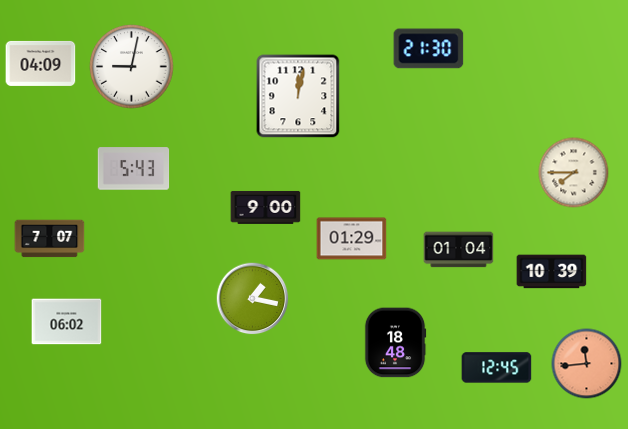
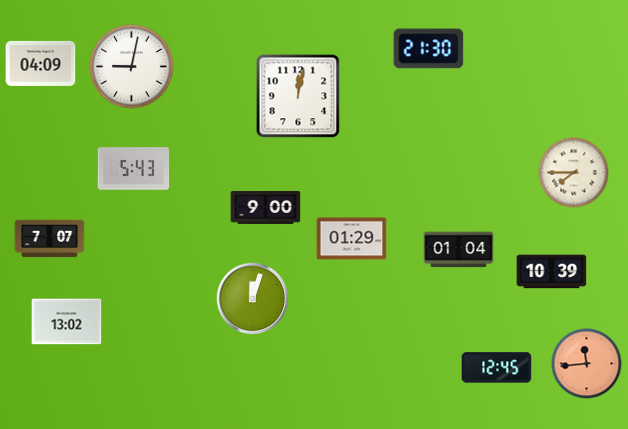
clock at (253, 299): 1:17 -> 12:03
clock at (67, 322): 06:02 -> 13:02
clock at (395, 343): 18:48 -> none
